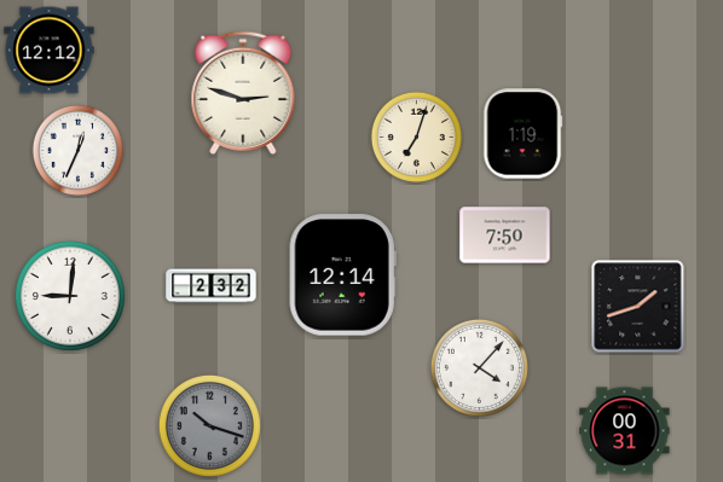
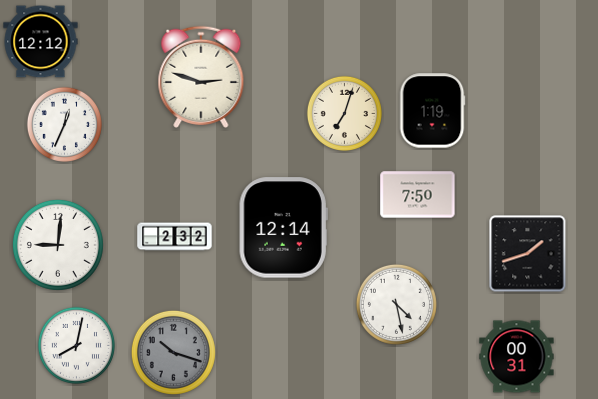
clock at (479, 367): 4:07 -> 4:28
clock at (76, 345): none -> 8:02
